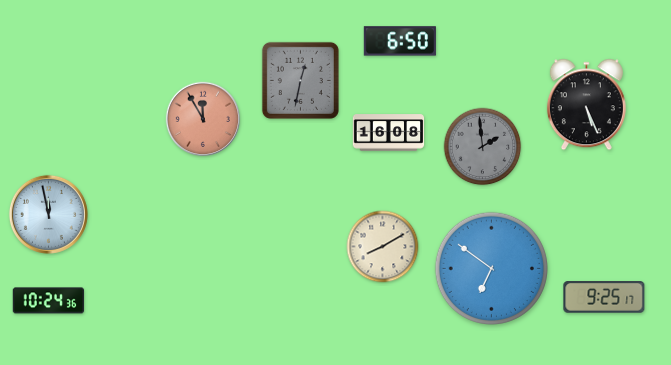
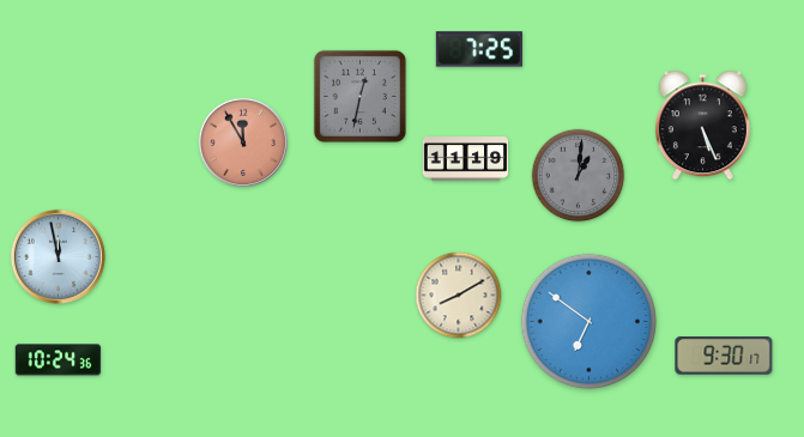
clock at (400, 41): 6:50 -> 7:25
clock at (389, 133): 16:08 -> 11:19
clock at (483, 147): 1:59 -> 1:01
clock at (604, 298): 9:25 -> 9:30
